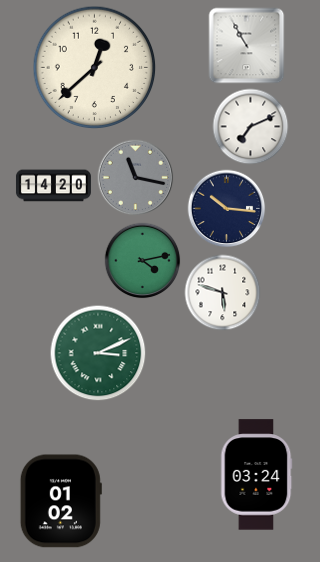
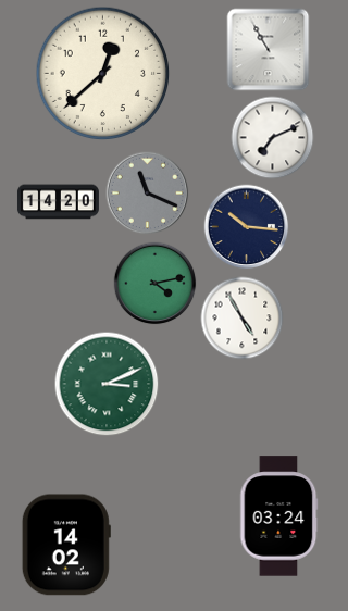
clock at (136, 178): 11:17 -> 11:19
clock at (223, 293): 5:48 -> 4:55
clock at (61, 501): 01:02 -> 14:02
